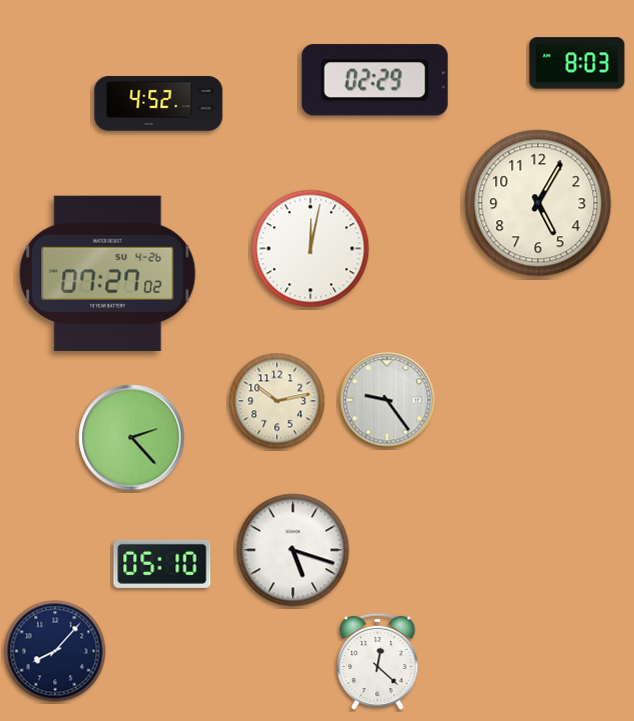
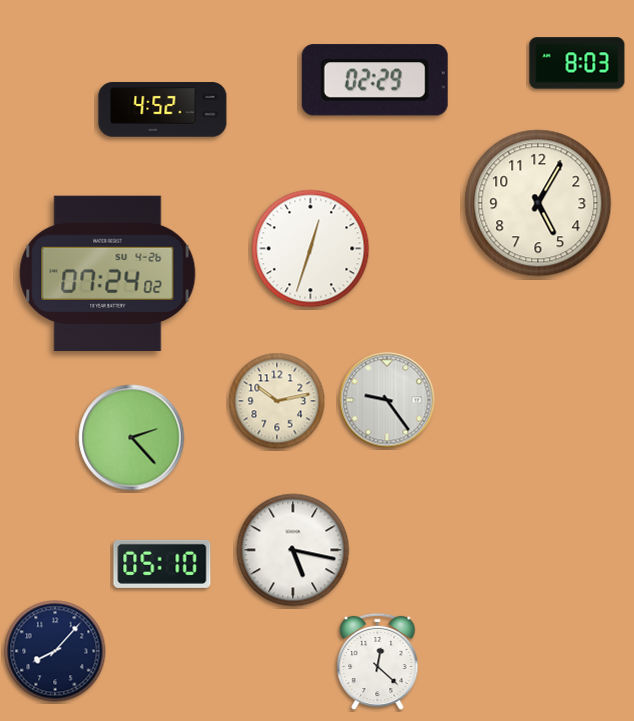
clock at (159, 104) position: (159, 104) -> (163, 110)
clock at (311, 249): 12:02 -> 12:33
clock at (108, 273): 07:27 -> 07:24
clock at (293, 550): 5:18 -> 5:17
